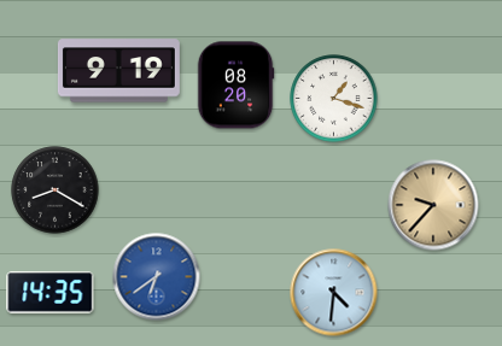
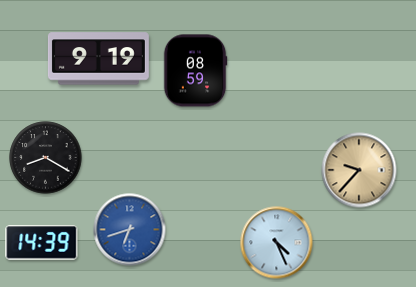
clock at (235, 86): 08:20 -> 08:59
clock at (334, 99): 1:18 -> none
clock at (157, 277): 6:39 -> 6:42
clock at (51, 293): 14:35 -> 14:39
clock at (334, 293): 4:31 -> 4:26
